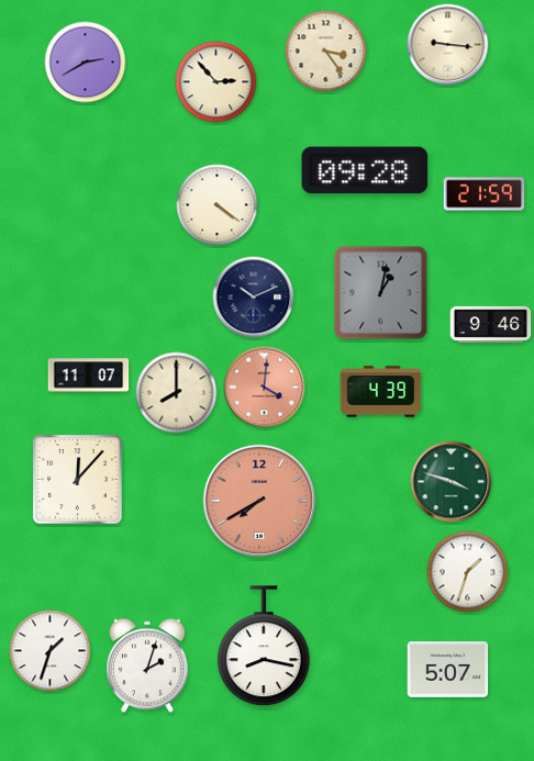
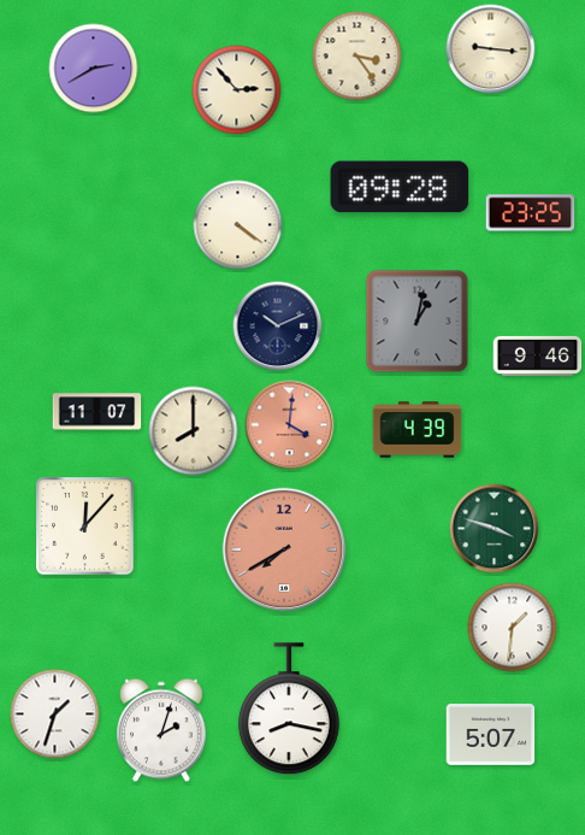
clock at (485, 194): 21:59 -> 23:25
clock at (468, 572): 1:33 -> 1:31
